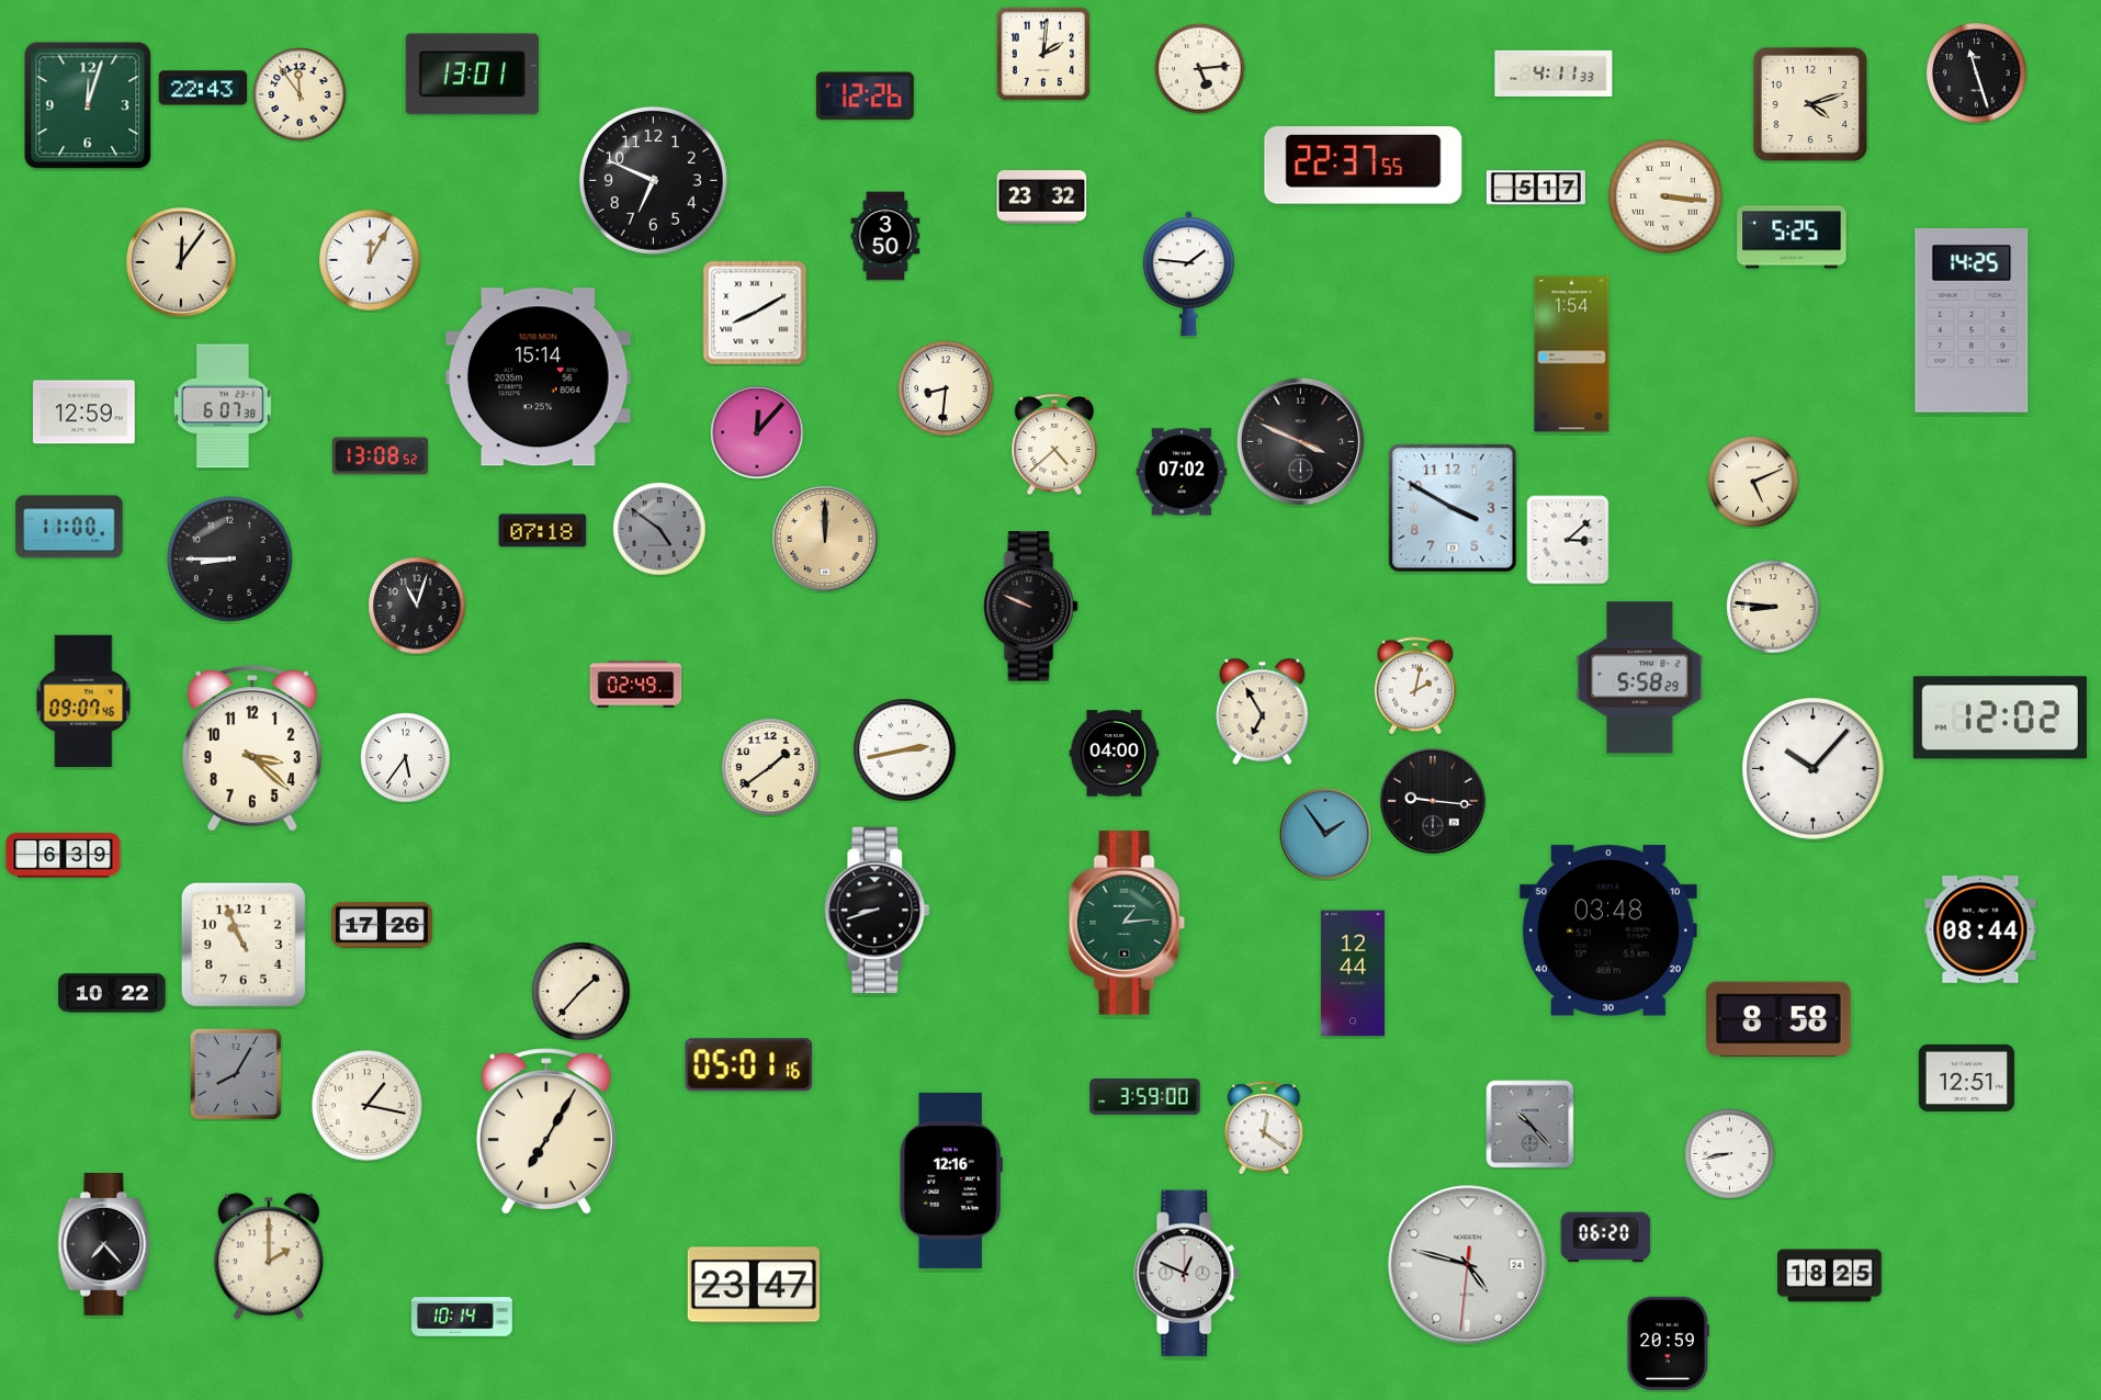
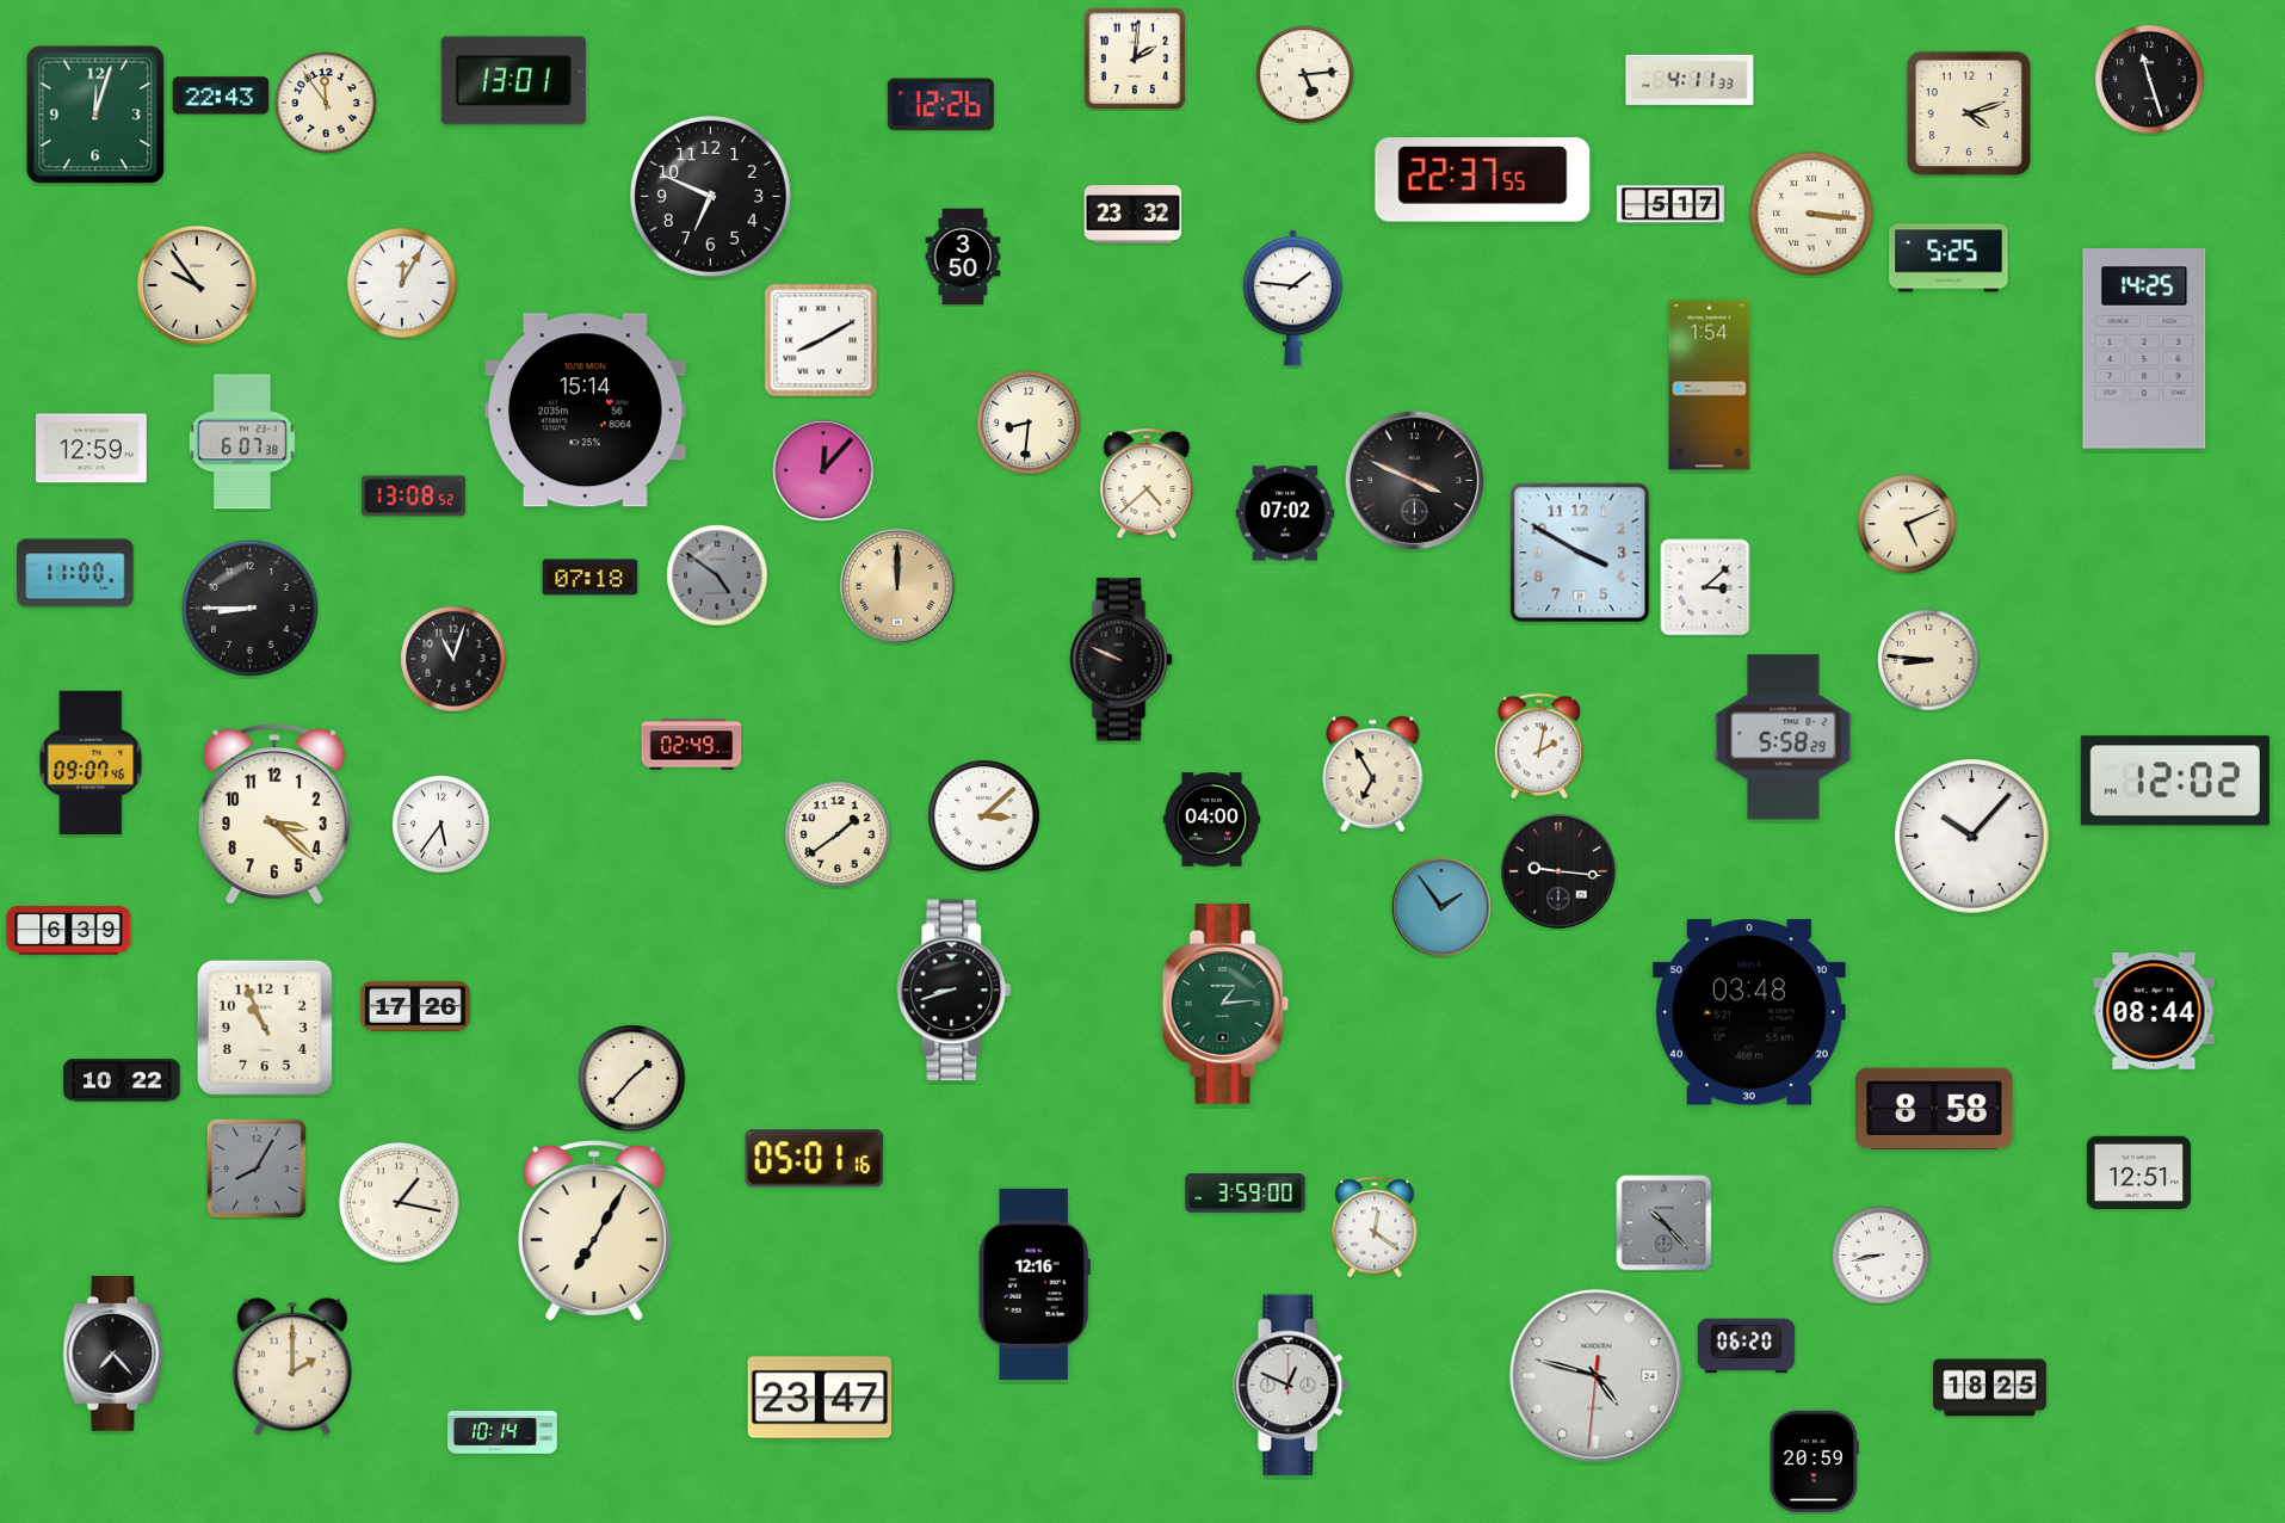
clock at (181, 262): 12:06 -> 9:54
clock at (905, 750): 2:43 -> 3:08
clock at (1353, 973): 12:44 -> none
